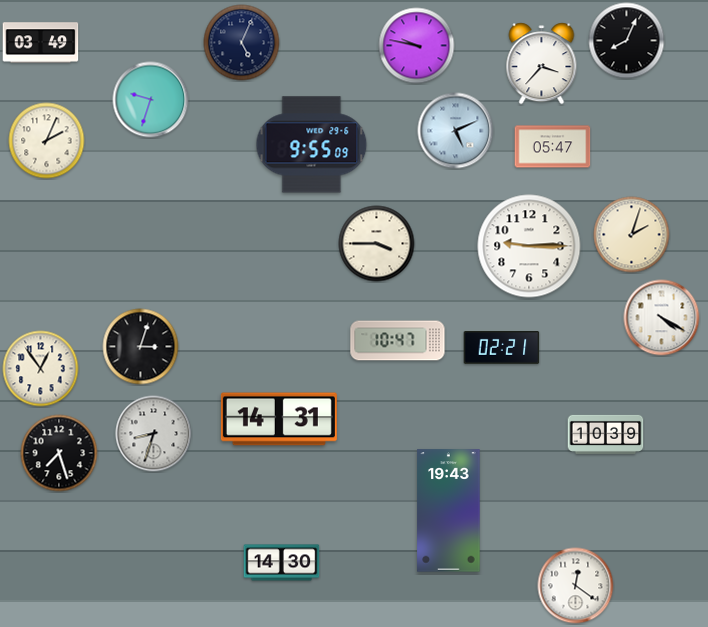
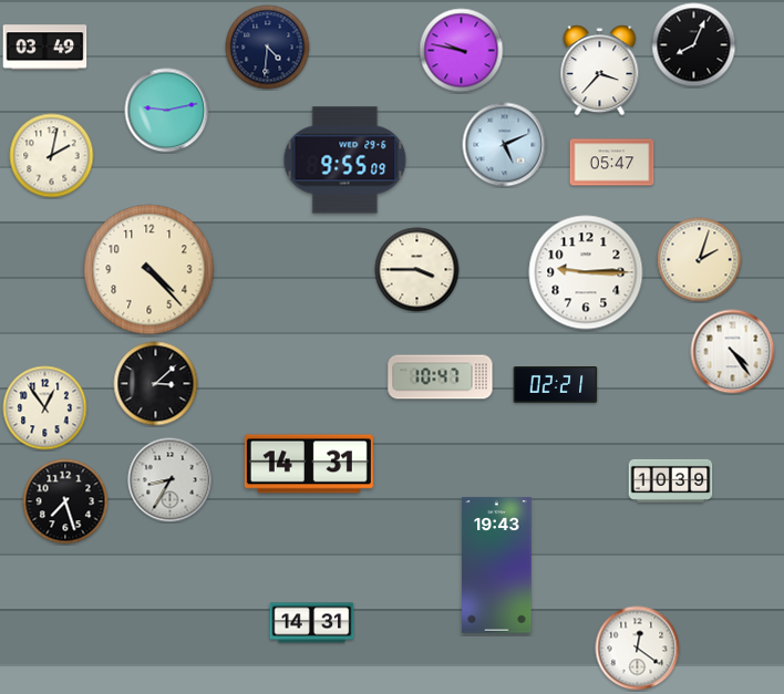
clock at (242, 43): 5:04 -> 4:31
clock at (151, 100): 9:33 -> 9:13
clock at (47, 141): 2:04 -> 2:02
clock at (149, 270): none -> 4:23
clock at (662, 318): 4:20 -> 4:24
clock at (141, 347): 3:03 -> 3:08
clock at (154, 434): 8:33 -> 8:35
clock at (282, 563): 14:30 -> 14:31
